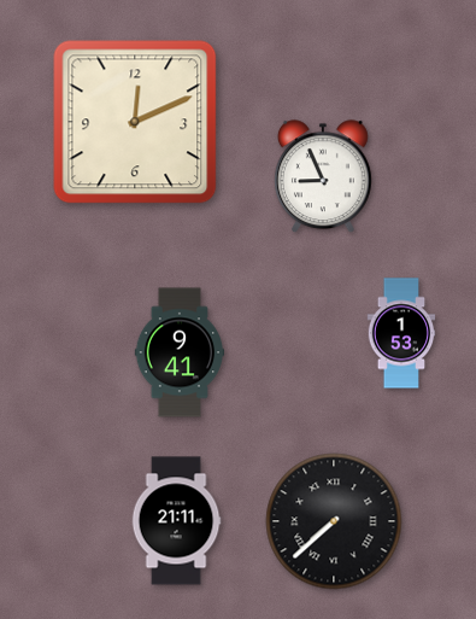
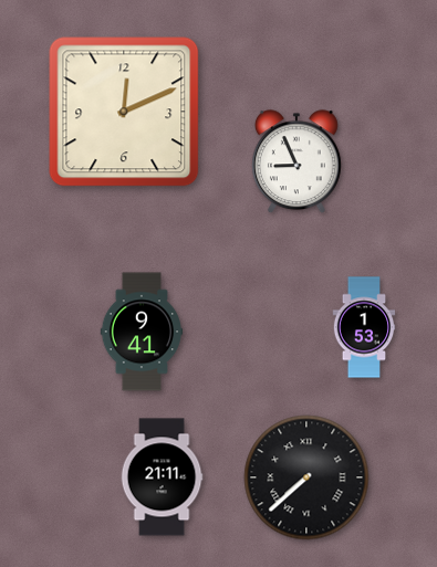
clock at (401, 333) position: (401, 333) -> (364, 327)
clock at (180, 352) position: (180, 352) -> (142, 332)
